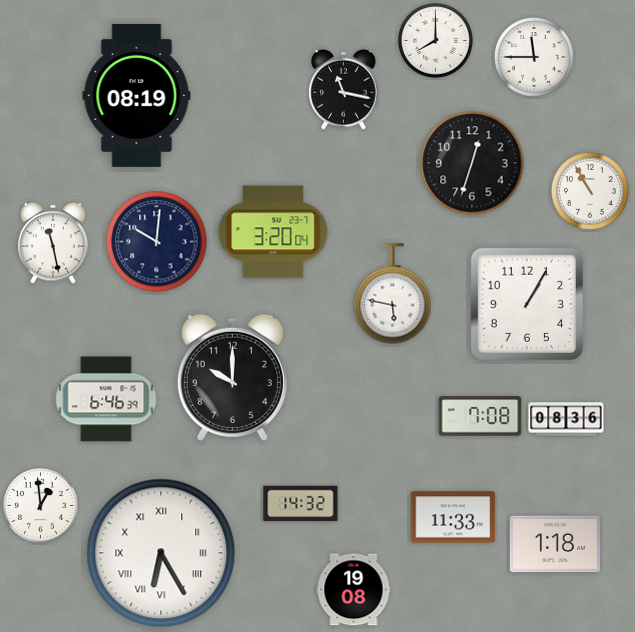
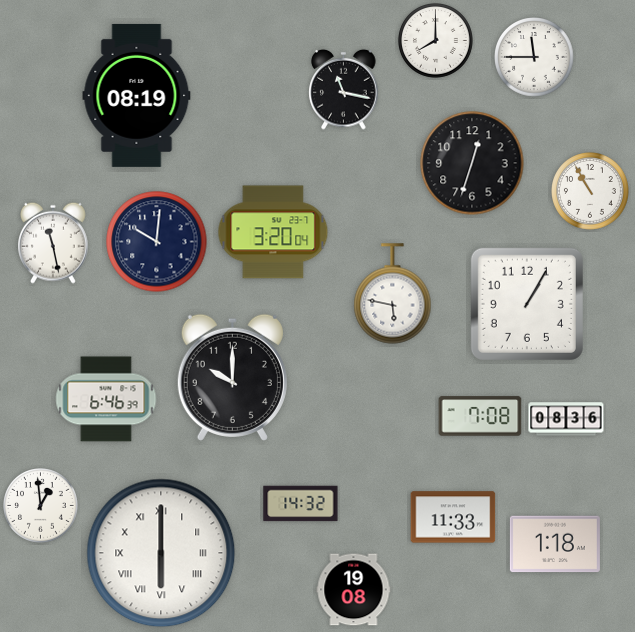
clock at (161, 553): 6:25 -> 6:00
